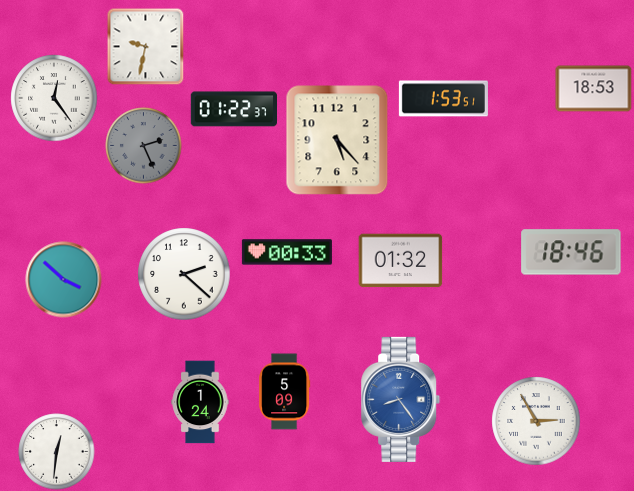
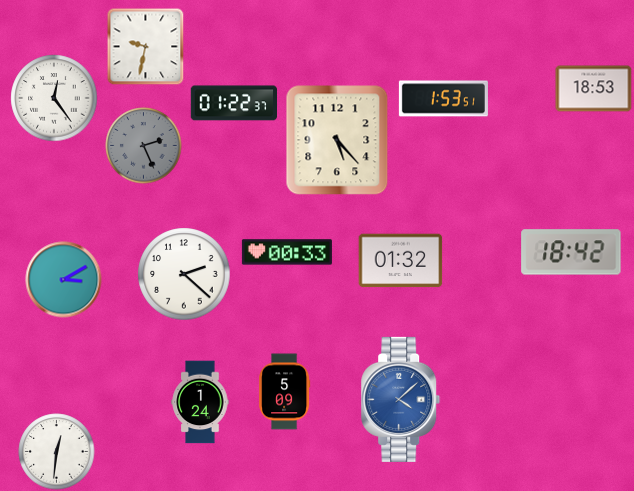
clock at (233, 109) position: (233, 109) -> (233, 103)
clock at (571, 252): 18:46 -> 18:42
clock at (64, 280): 3:52 -> 3:10
clock at (401, 399): 8:24 -> 4:08
clock at (536, 421): 2:55 -> none
